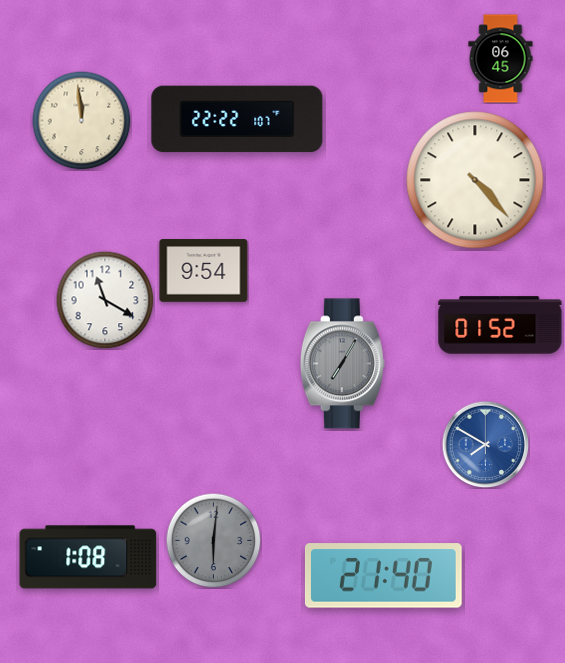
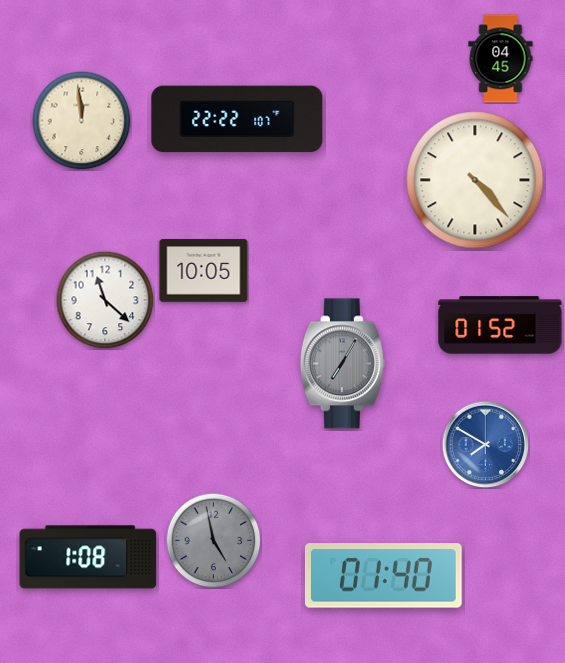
clock at (501, 59): 06:45 -> 04:45
clock at (204, 271): 9:54 -> 10:05
clock at (105, 300): 11:20 -> 11:22
clock at (213, 540): 6:01 -> 4:58
clock at (383, 576): 21:40 -> 01:40
